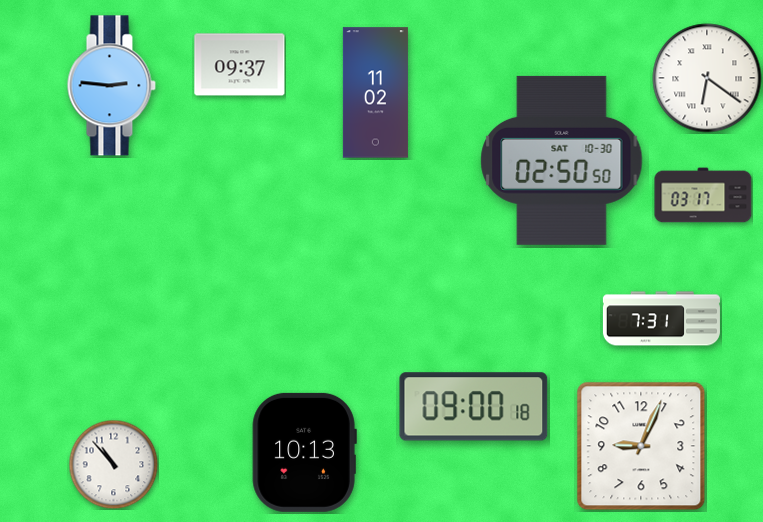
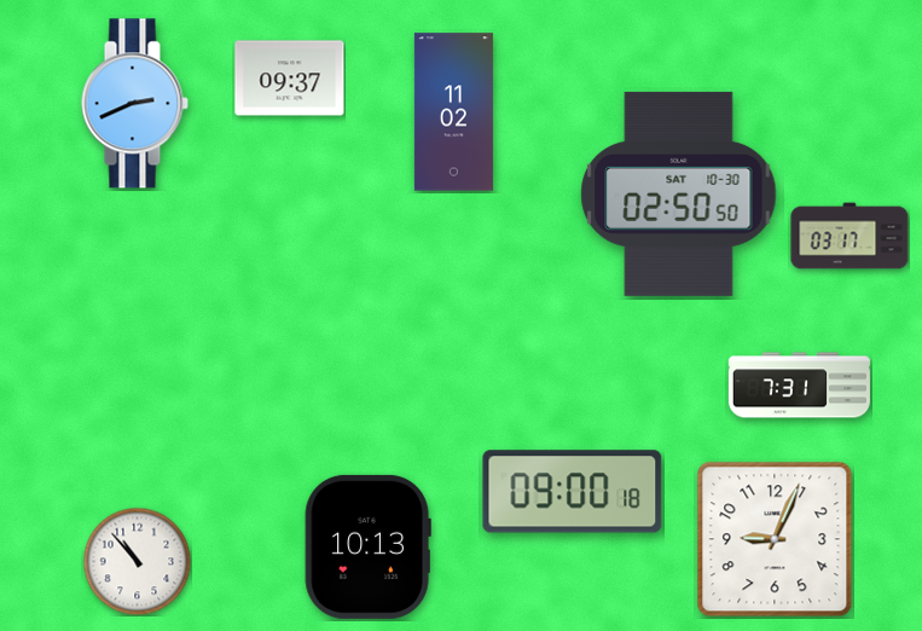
clock at (707, 78): 6:21 -> none
clock at (111, 86): 2:46 -> 2:41
